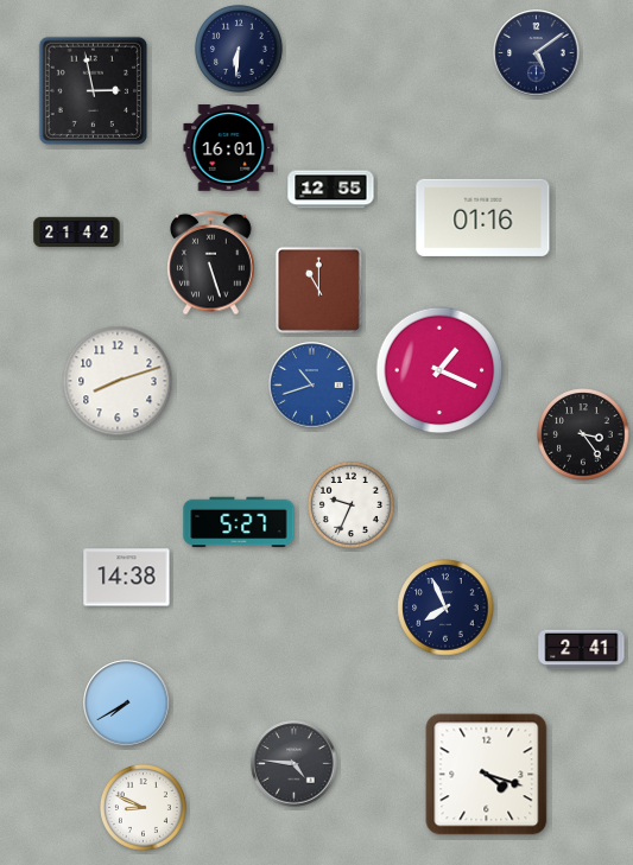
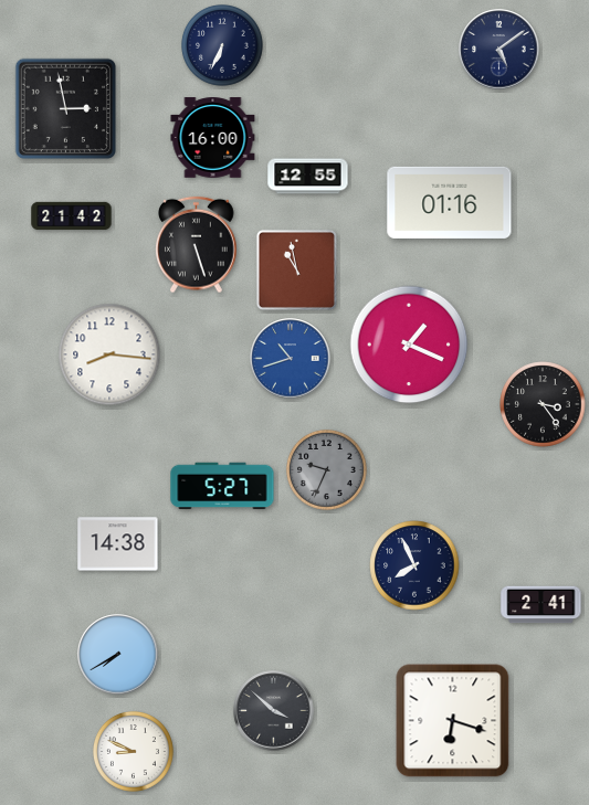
clock at (240, 50): 6:31 -> 6:34
clock at (93, 90) position: (93, 90) -> (65, 108)
clock at (229, 148): 16:01 -> 16:00
clock at (318, 290): 11:00 -> 10:58
clock at (118, 381): 8:12 -> 8:16
clock at (350, 504) dial: white -> grey
clock at (127, 578) position: (127, 578) -> (118, 544)
clock at (295, 764): 4:46 -> 3:52
clock at (487, 775): 4:18 -> 6:18
